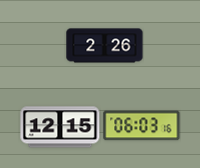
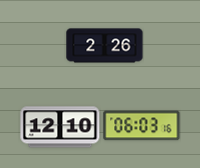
clock at (60, 127): 12:15 -> 12:10
